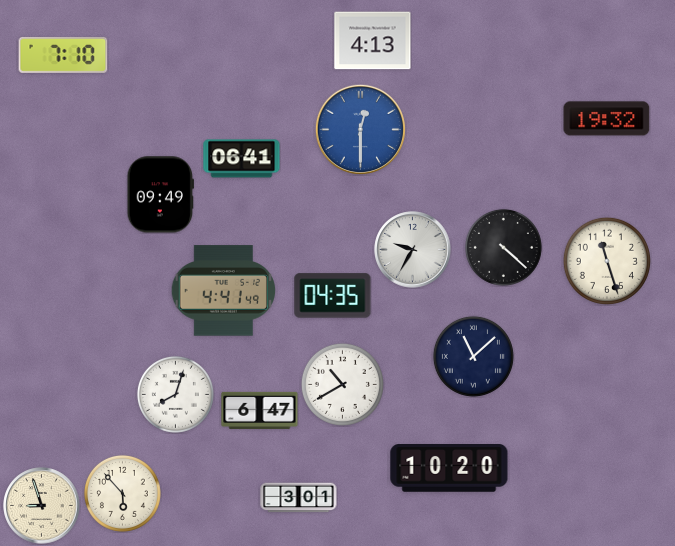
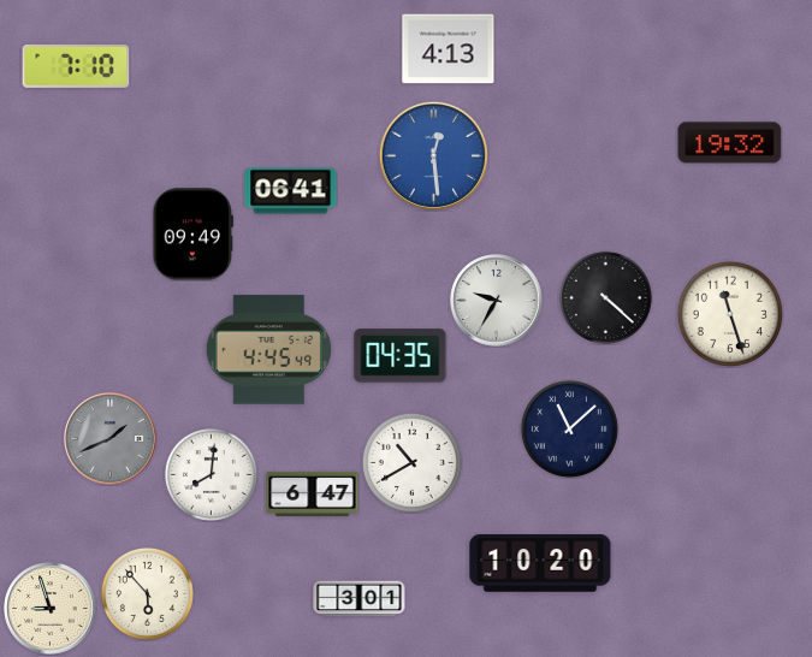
clock at (360, 129): 12:30 -> 12:29
clock at (223, 291): 4:41 -> 4:45
clock at (111, 439): none -> 1:41
clock at (175, 394): 8:03 -> 8:01
